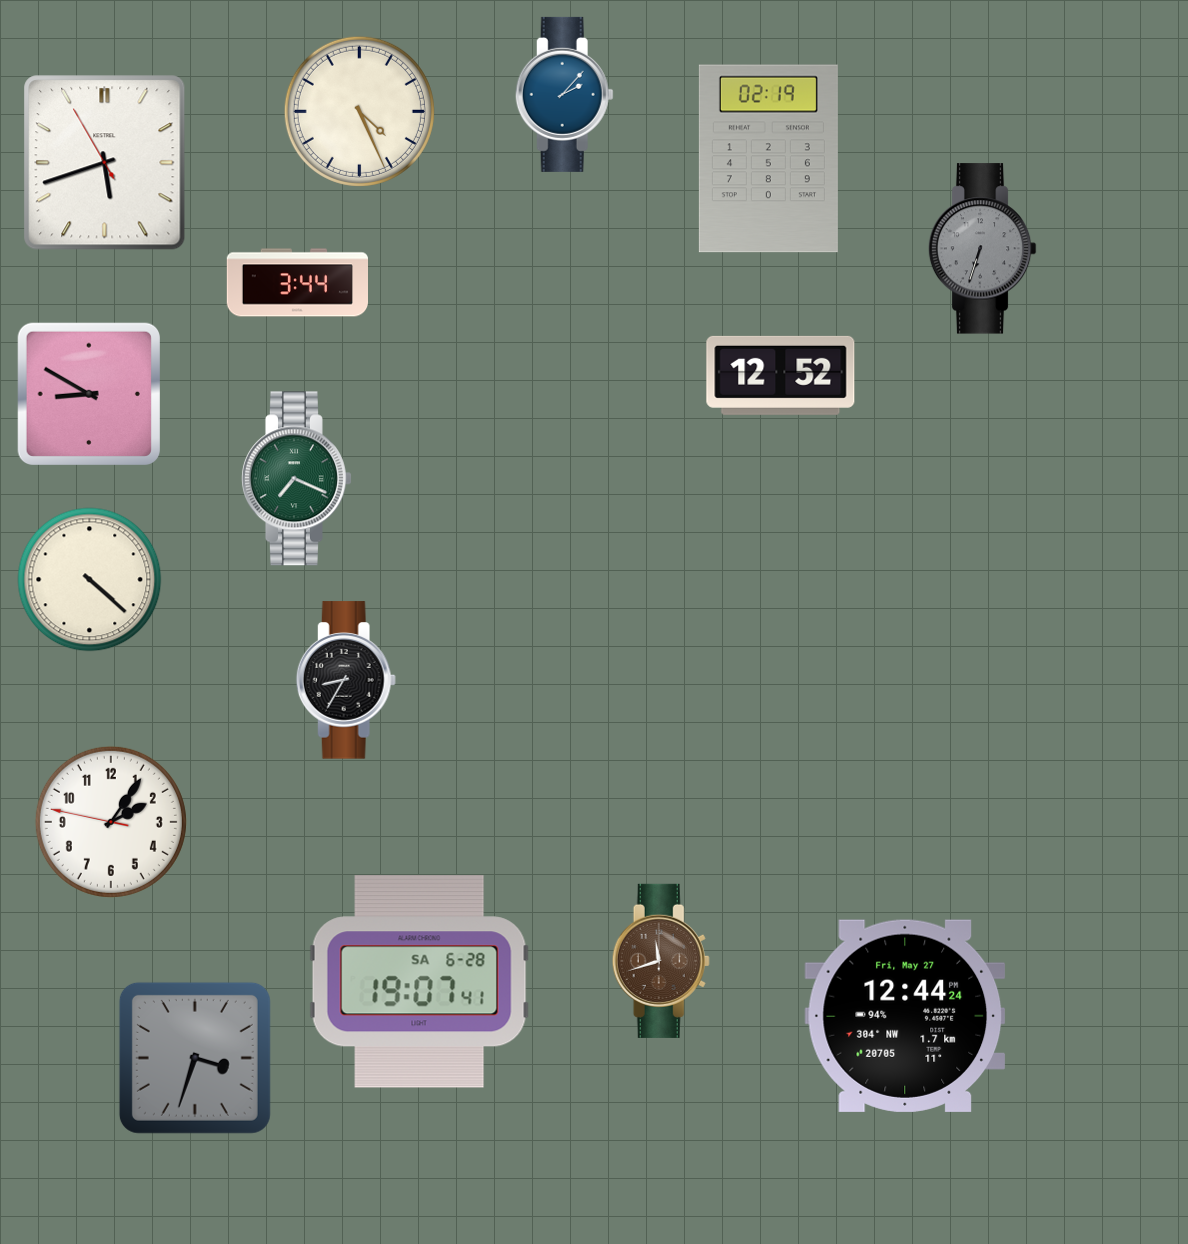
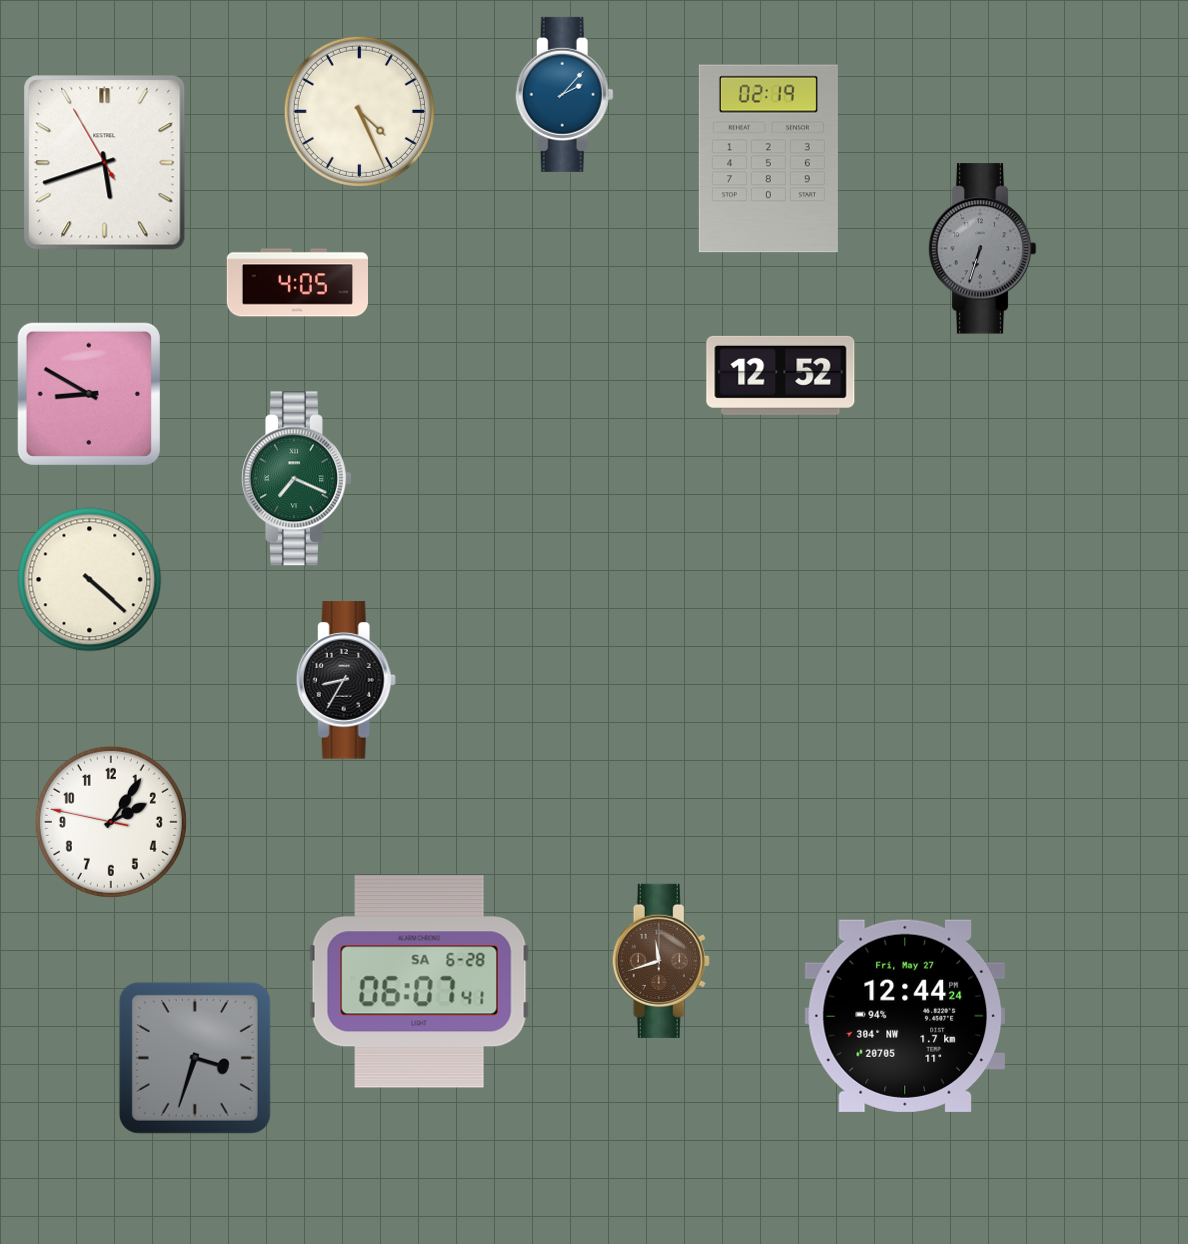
clock at (297, 283): 3:44 -> 4:05
clock at (419, 982): 19:07 -> 06:07
